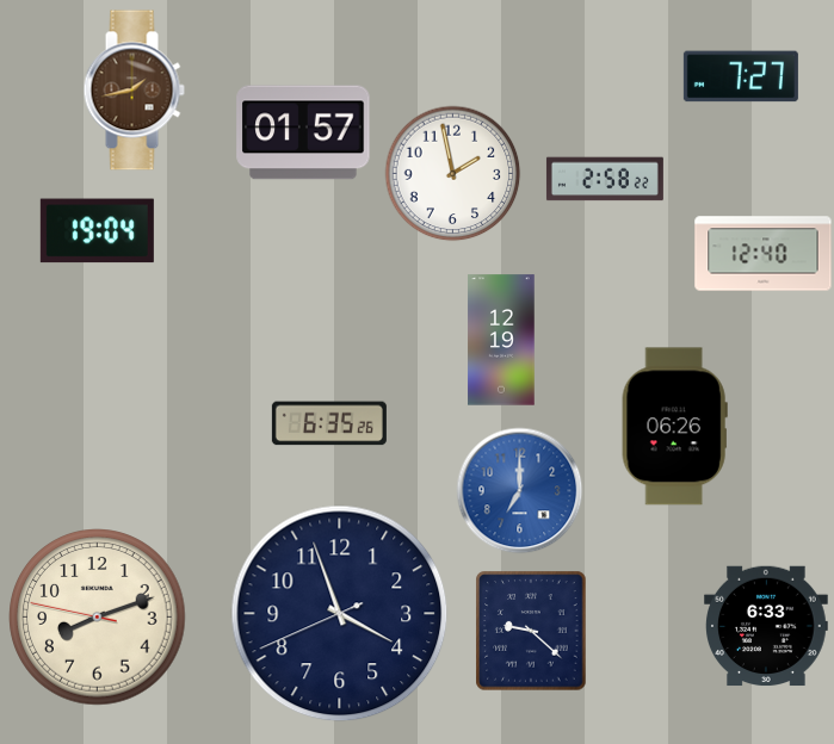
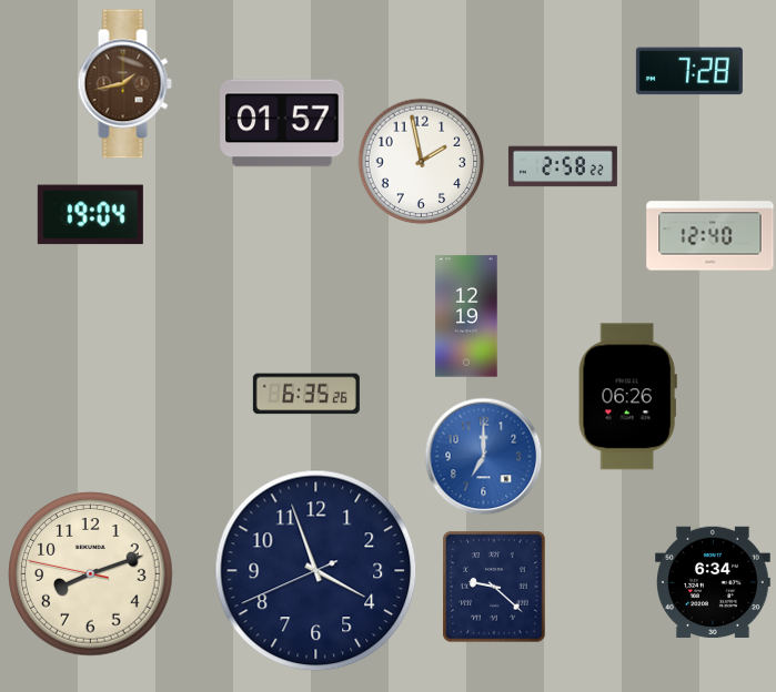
clock at (741, 76): 7:27 -> 7:28
clock at (766, 626): 6:33 -> 6:34
